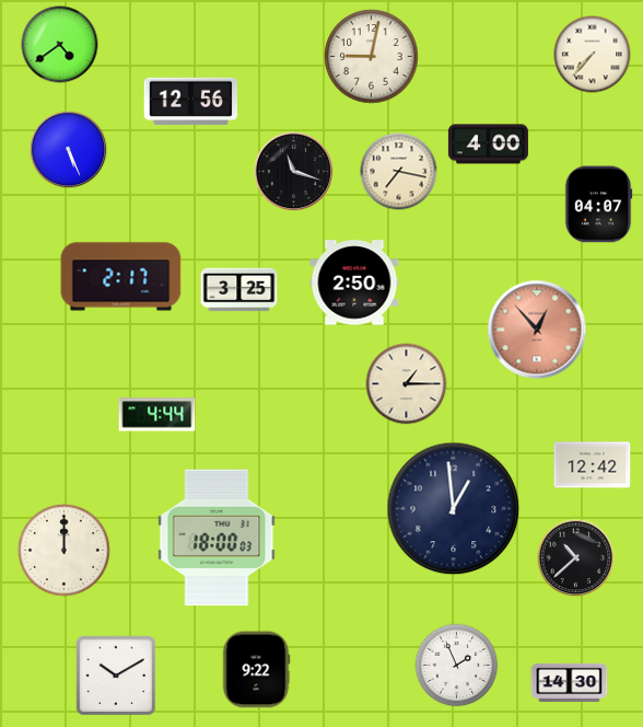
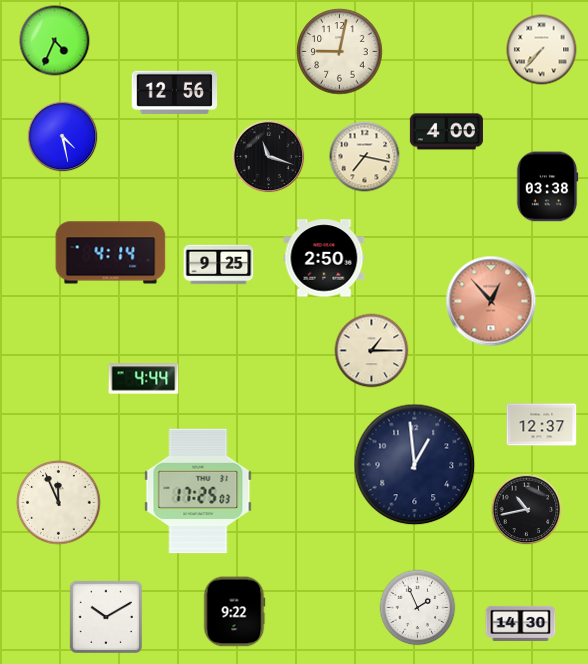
clock at (60, 45): 4:39 -> 4:34
clock at (69, 150): 5:26 -> 4:28
clock at (598, 205): 04:07 -> 03:38
clock at (121, 277): 2:17 -> 4:14
clock at (239, 290): 3:25 -> 9:25
clock at (593, 465): 12:42 -> 12:37
clock at (217, 538): 18:00 -> 17:25
clock at (65, 551): 12:00 -> 11:56
clock at (576, 558): 10:38 -> 10:43
